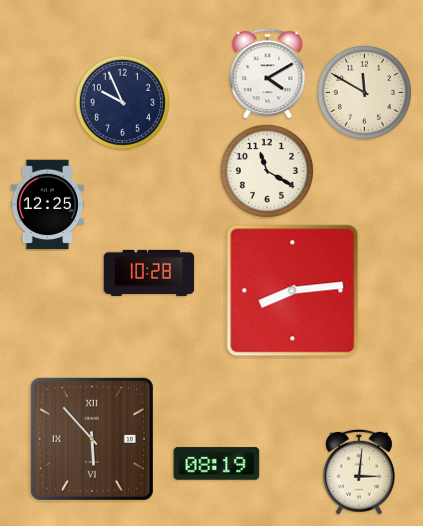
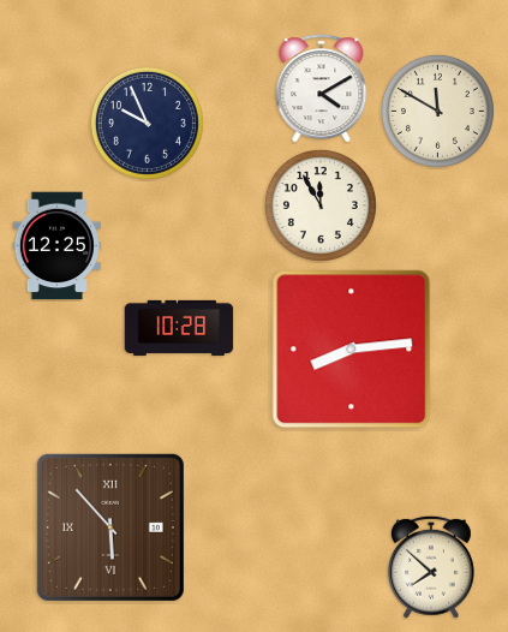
clock at (267, 171): 11:20 -> 11:55
clock at (217, 464): 08:19 -> none
clock at (359, 472): 3:01 -> 7:52
